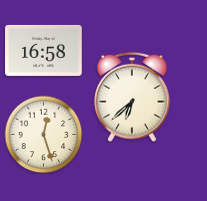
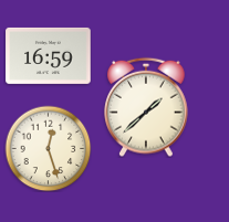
clock at (44, 50): 16:58 -> 16:59
clock at (132, 97): 6:38 -> 1:38
